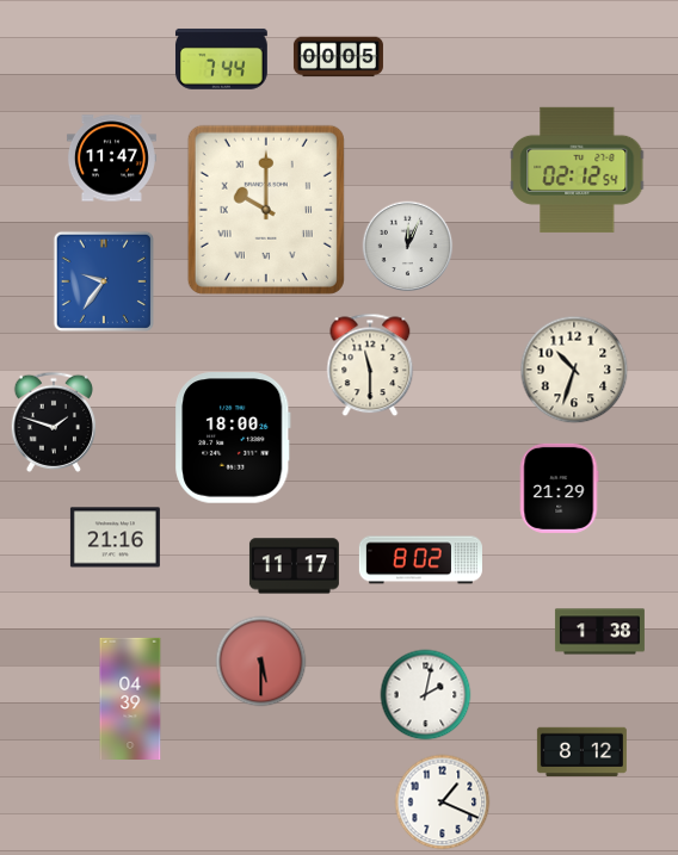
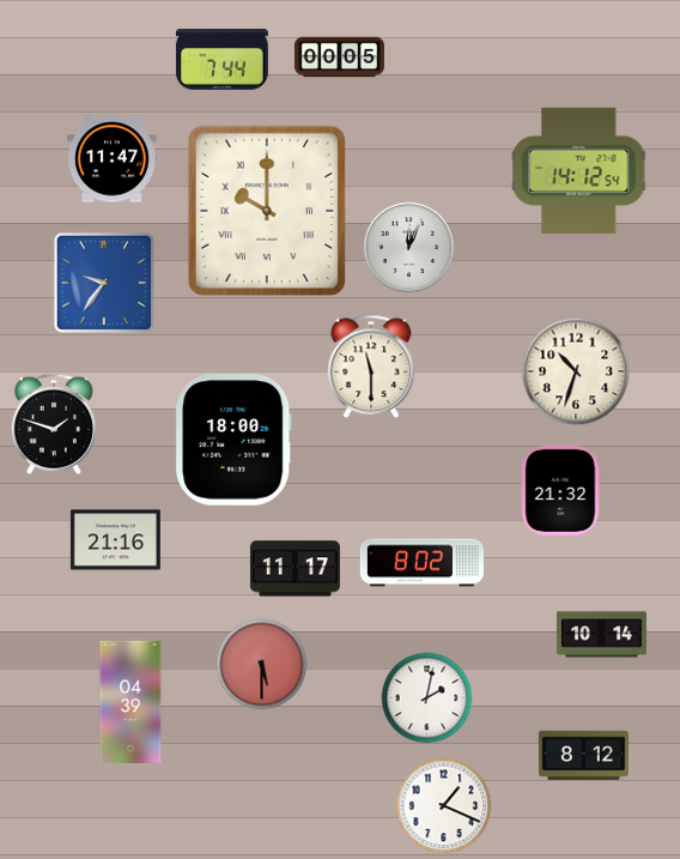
clock at (578, 169): 02:12 -> 14:12
clock at (559, 488): 21:29 -> 21:32
clock at (599, 632): 1:38 -> 10:14
